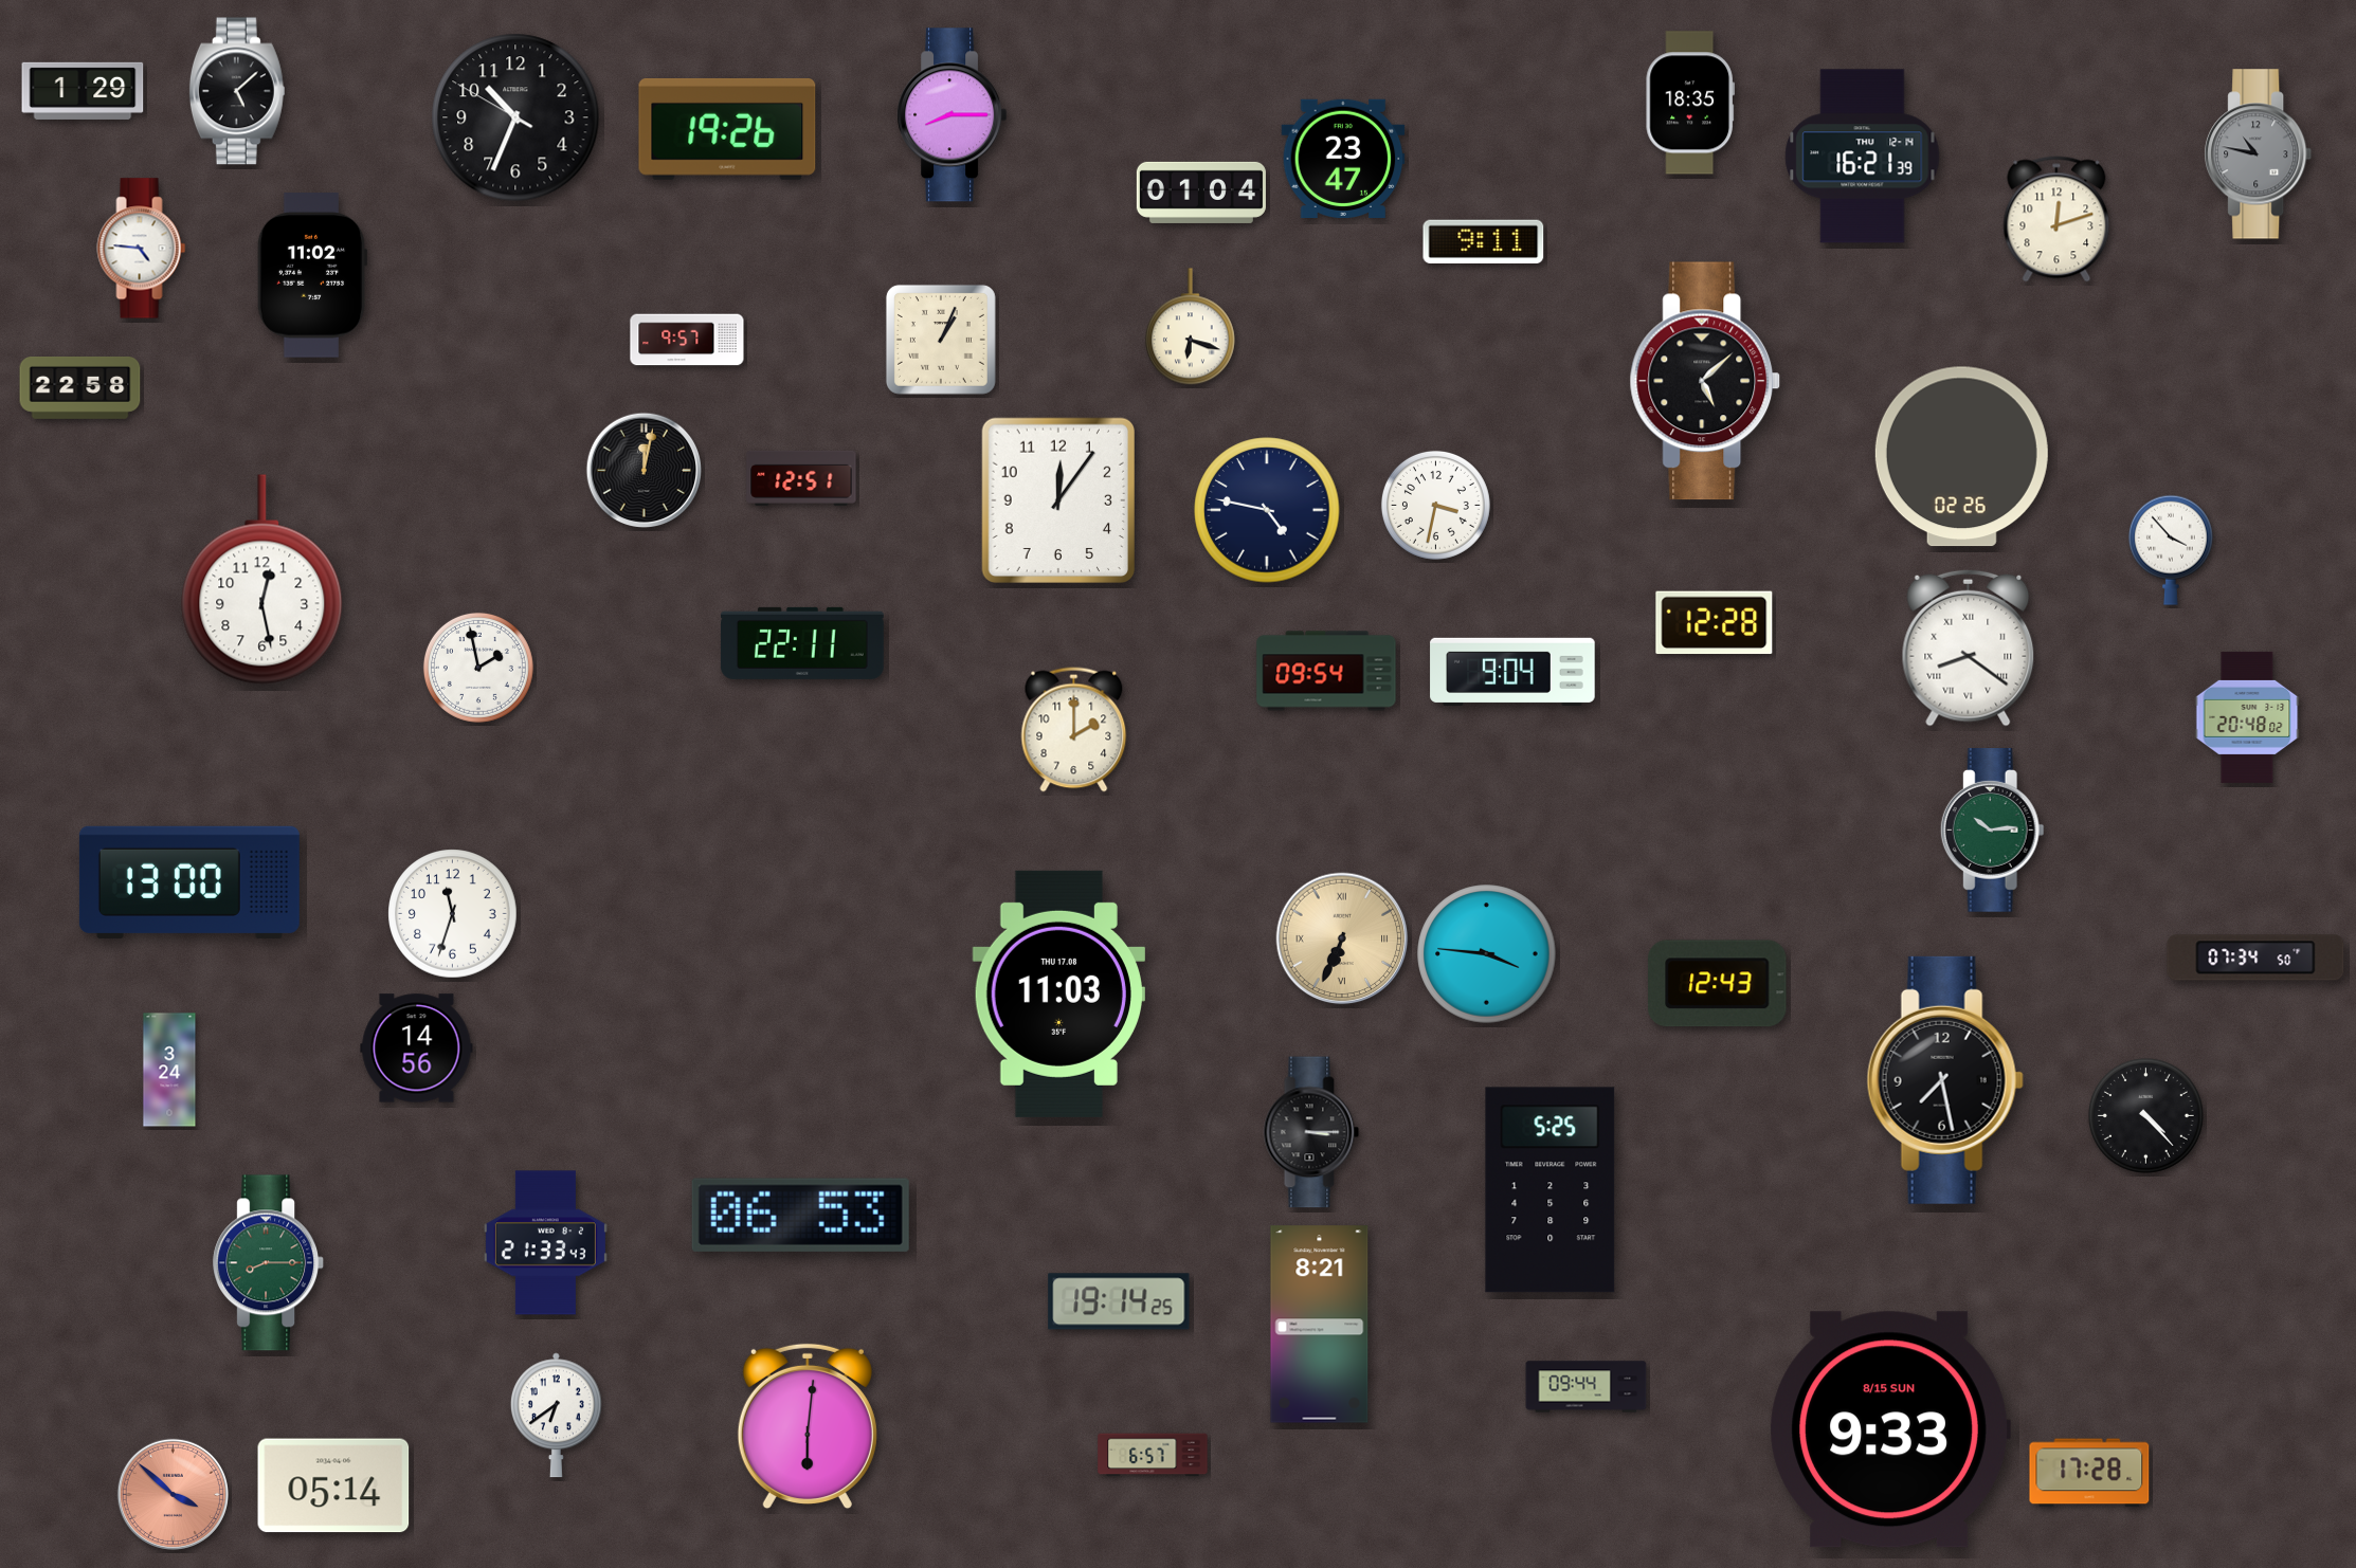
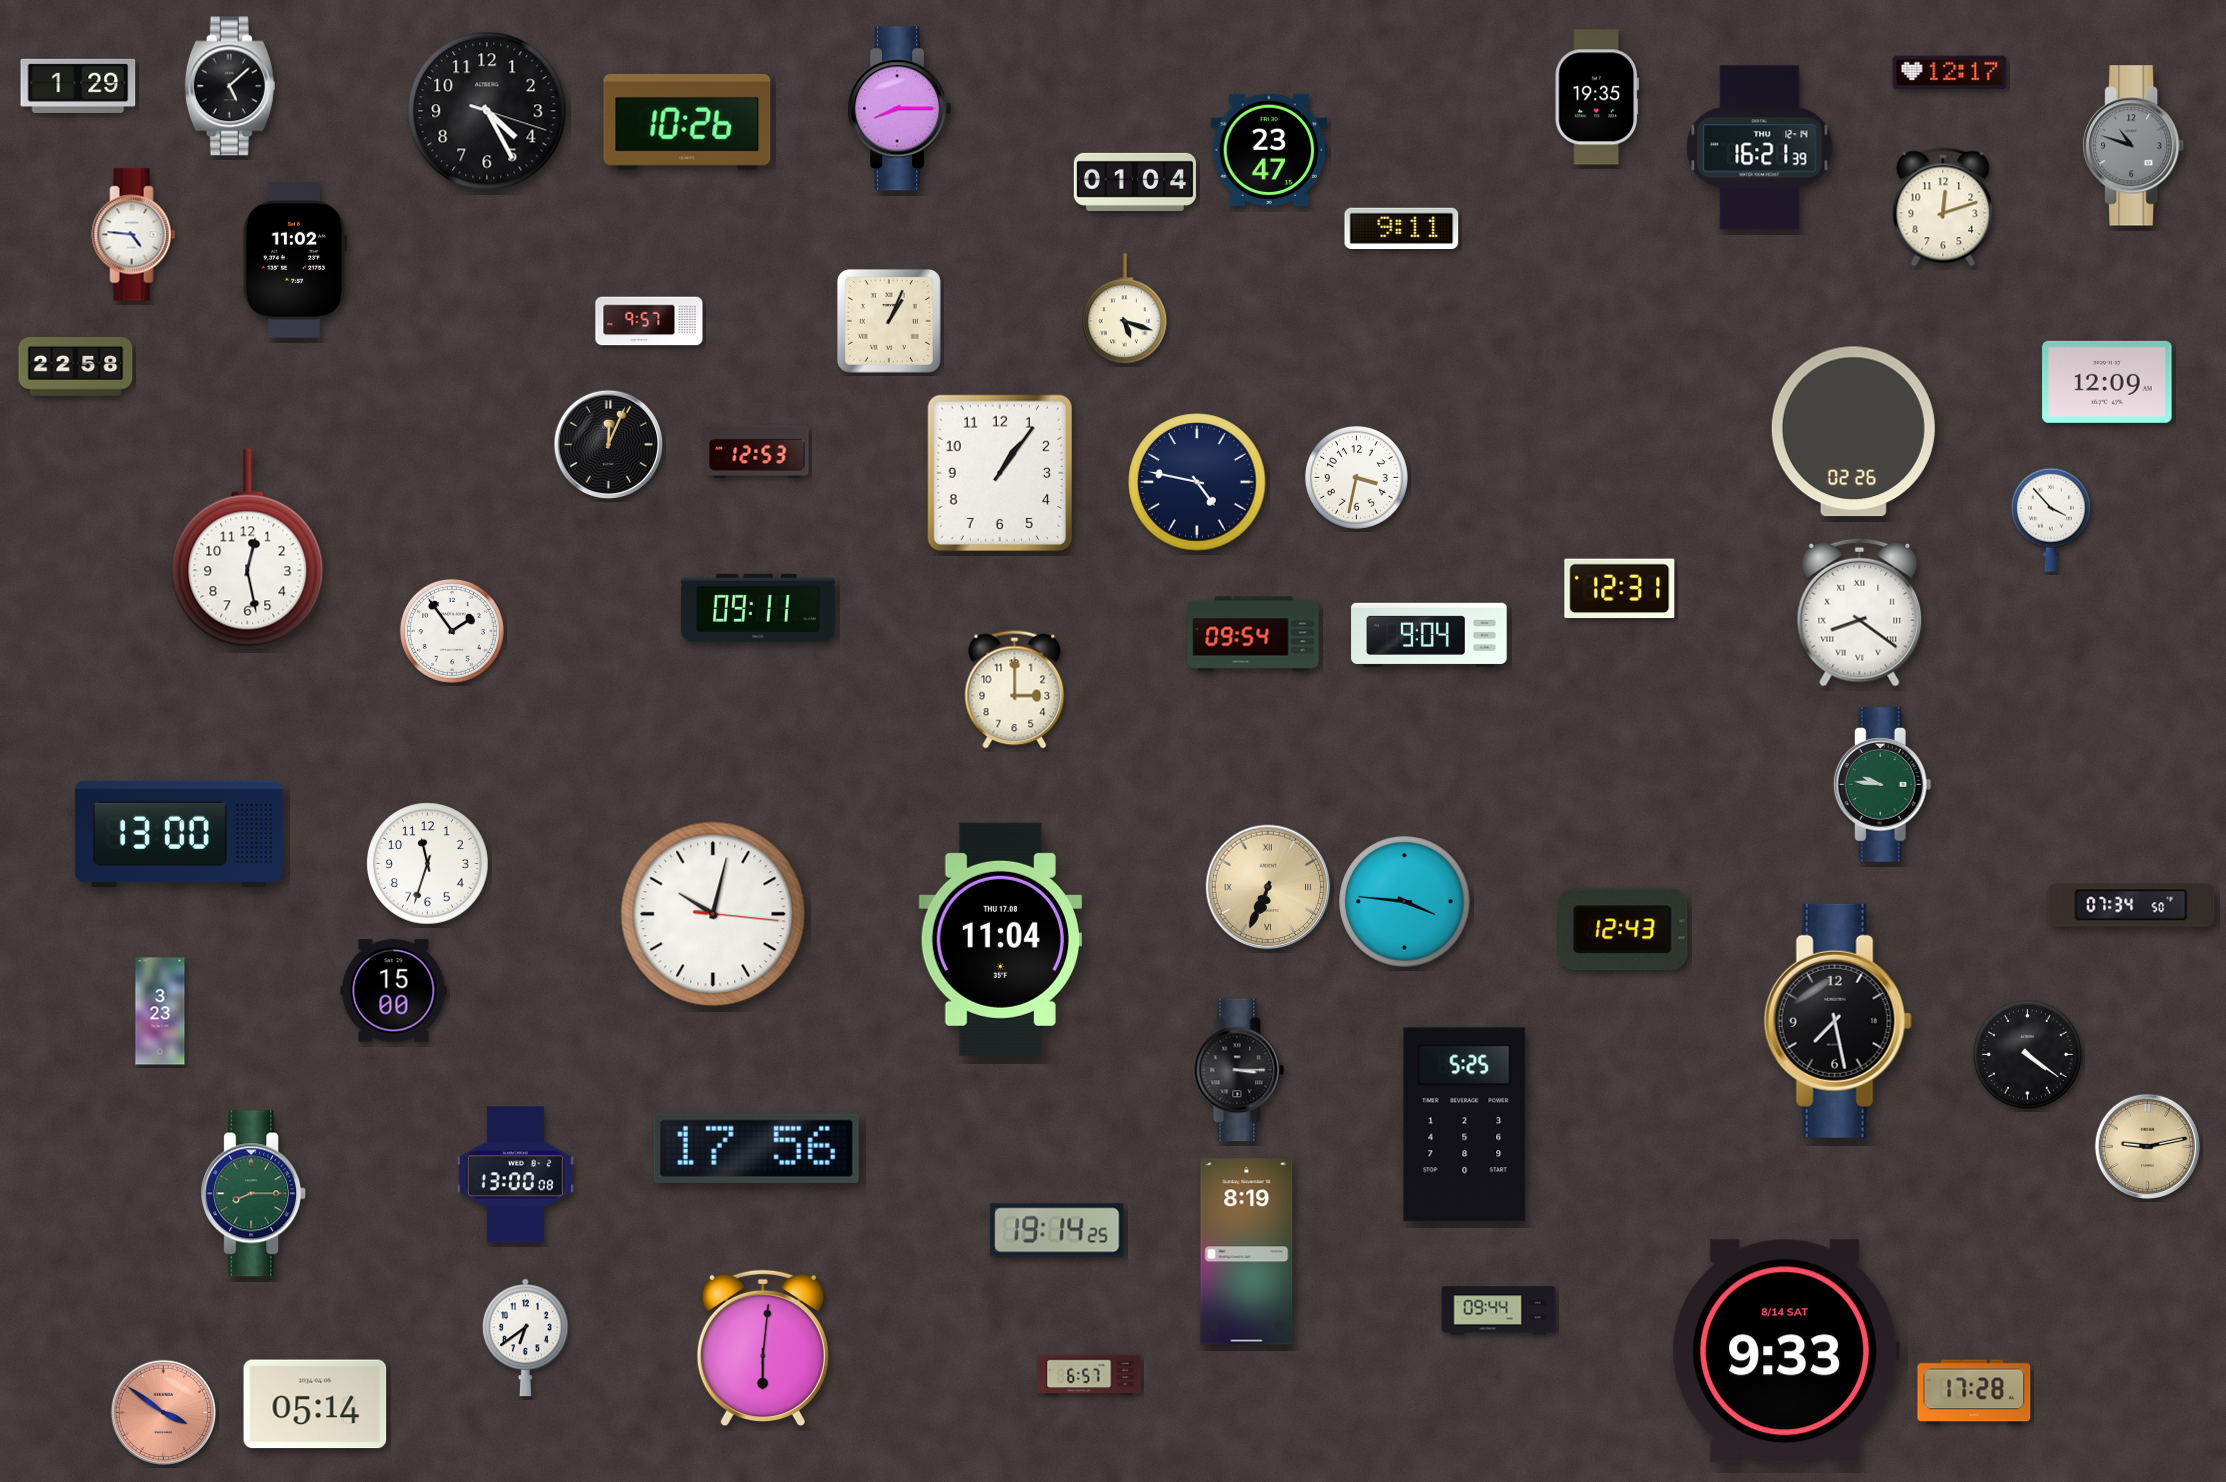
clock at (1950, 73): none -> 12:17
clock at (237, 91) position: (237, 91) -> (230, 86)
clock at (1689, 103): 18:35 -> 19:35
clock at (515, 117): 10:33 -> 4:25
clock at (727, 129): 19:26 -> 10:26
clock at (2259, 154): 10:47 -> 10:48
clock at (1190, 327): 6:18 -> 5:18
clock at (1705, 381): 5:08 -> none
clock at (2107, 382): none -> 12:09
clock at (644, 470): 12:02 -> 12:04
clock at (801, 478): 12:51 -> 12:53
clock at (1057, 499): 12:06 -> 1:06
clock at (1715, 623): 12:28 -> 12:31
clock at (802, 643): 22:11 -> 09:11
clock at (478, 668): 1:58 -> 1:54
clock at (2247, 717): 20:48 -> none
clock at (1074, 730): 2:00 -> 3:00
clock at (1992, 831): 10:14 -> 9:46
clock at (713, 914): none -> 10:02
clock at (1058, 993): 11:03 -> 11:04
clock at (417, 1049): 14:56 -> 15:00
clock at (169, 1070): 3:24 -> 3:23
clock at (2145, 1115): 4:23 -> 4:21
clock at (2147, 1146): none -> 9:13
clock at (800, 1215): 06:53 -> 17:56
clock at (545, 1243): 21:33 -> 13:00
clock at (1320, 1325): 8:21 -> 8:19
clock at (1890, 1429) date: 8/15 SUN -> 8/14 SAT
clock at (173, 1494): 3:52 -> 3:51
